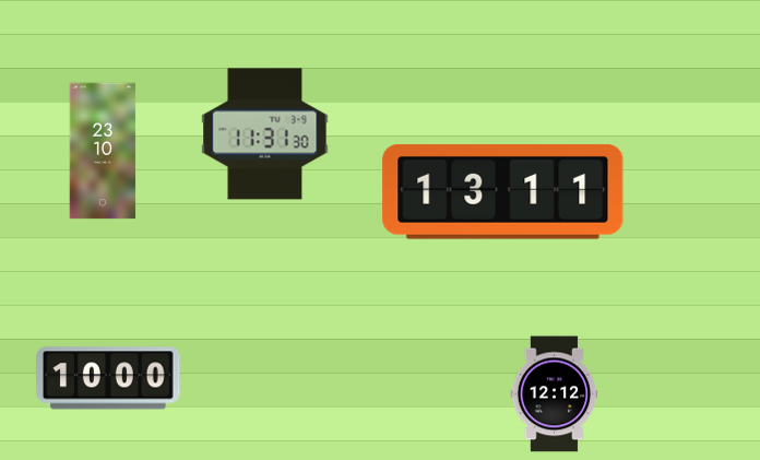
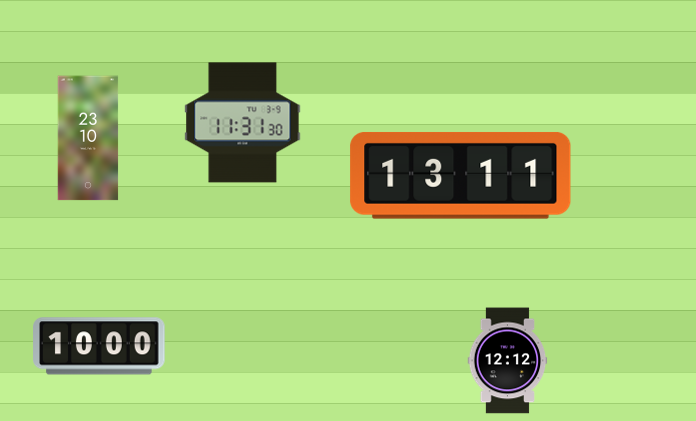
clock at (103, 151) position: (103, 151) -> (88, 138)
